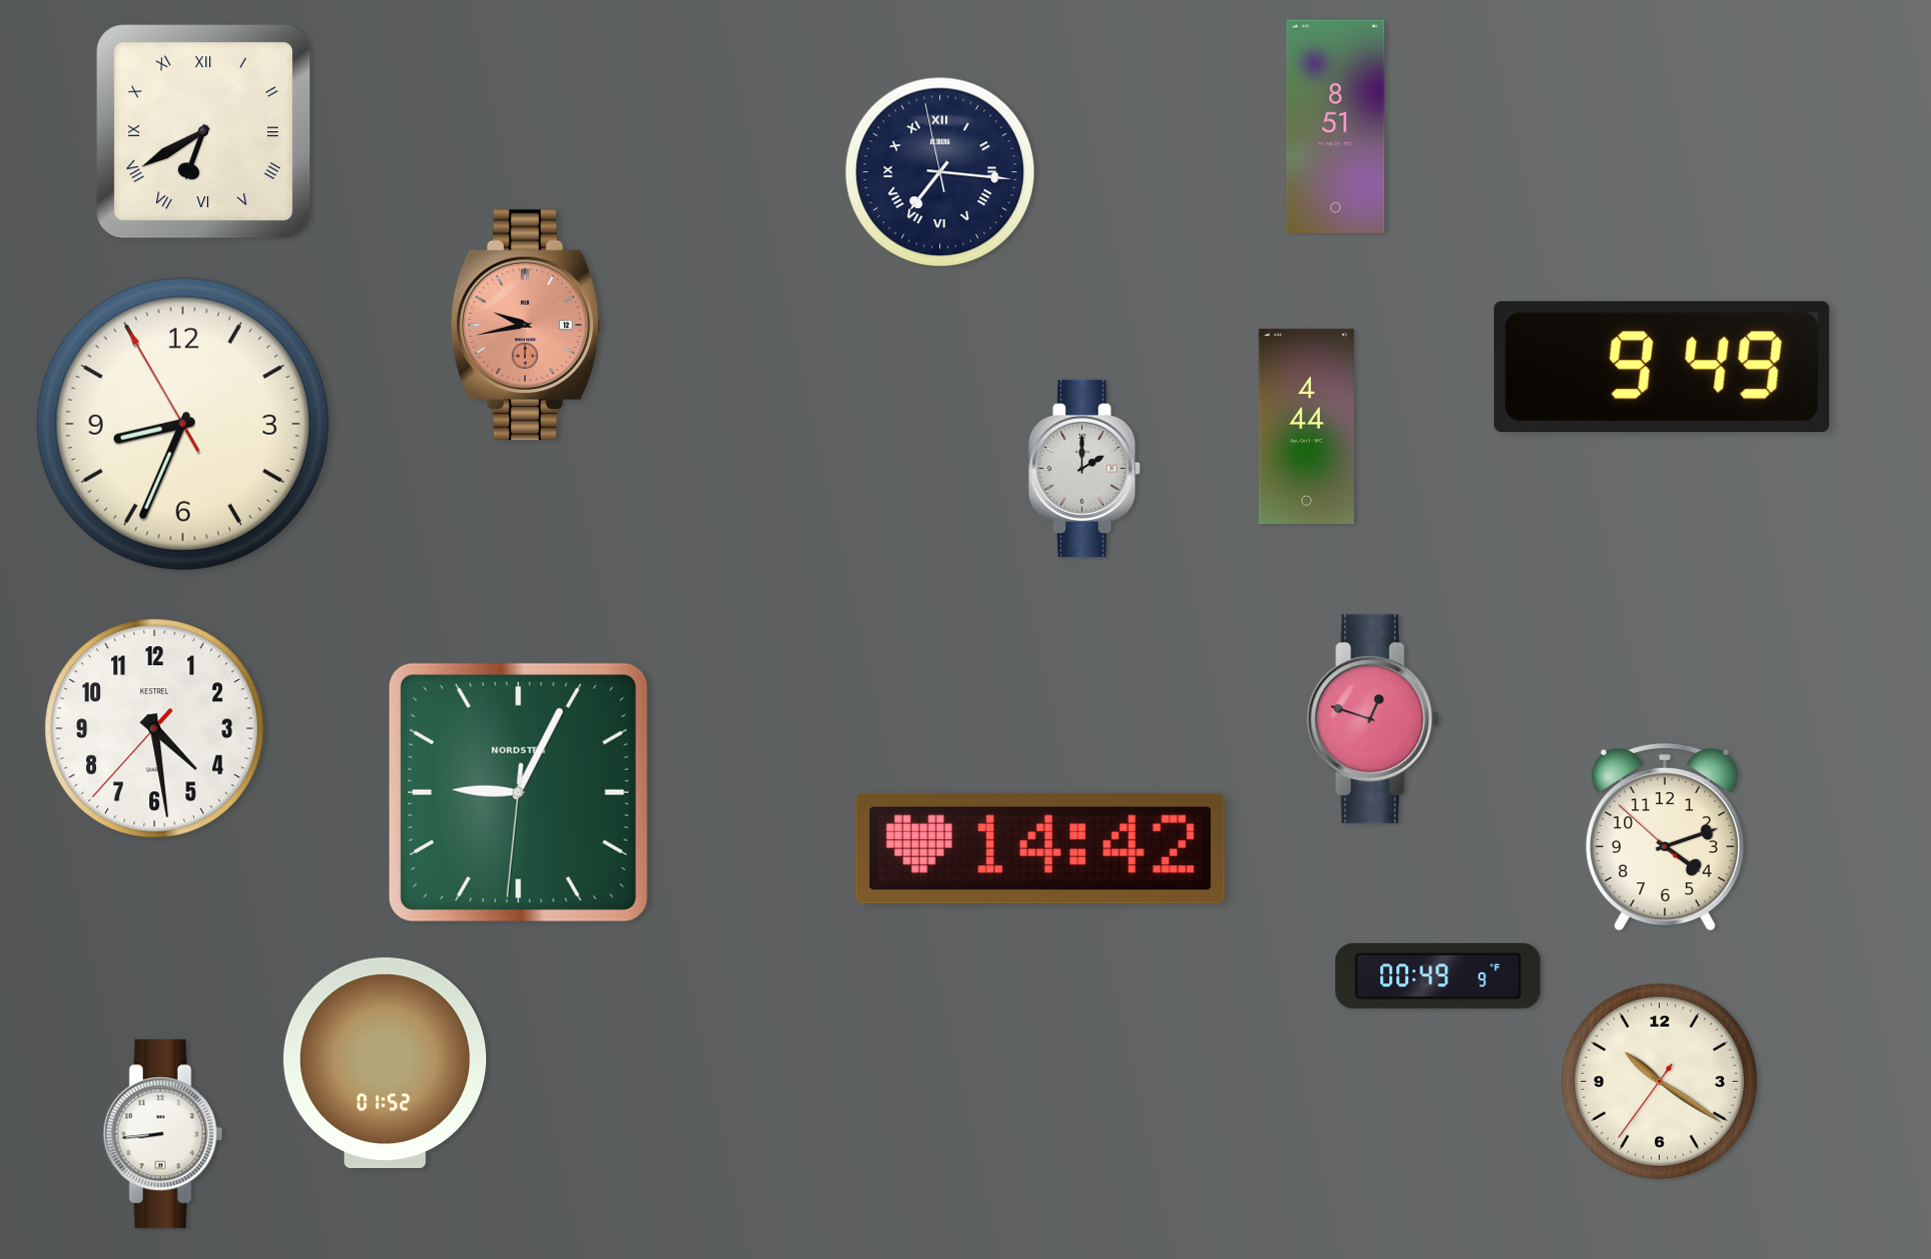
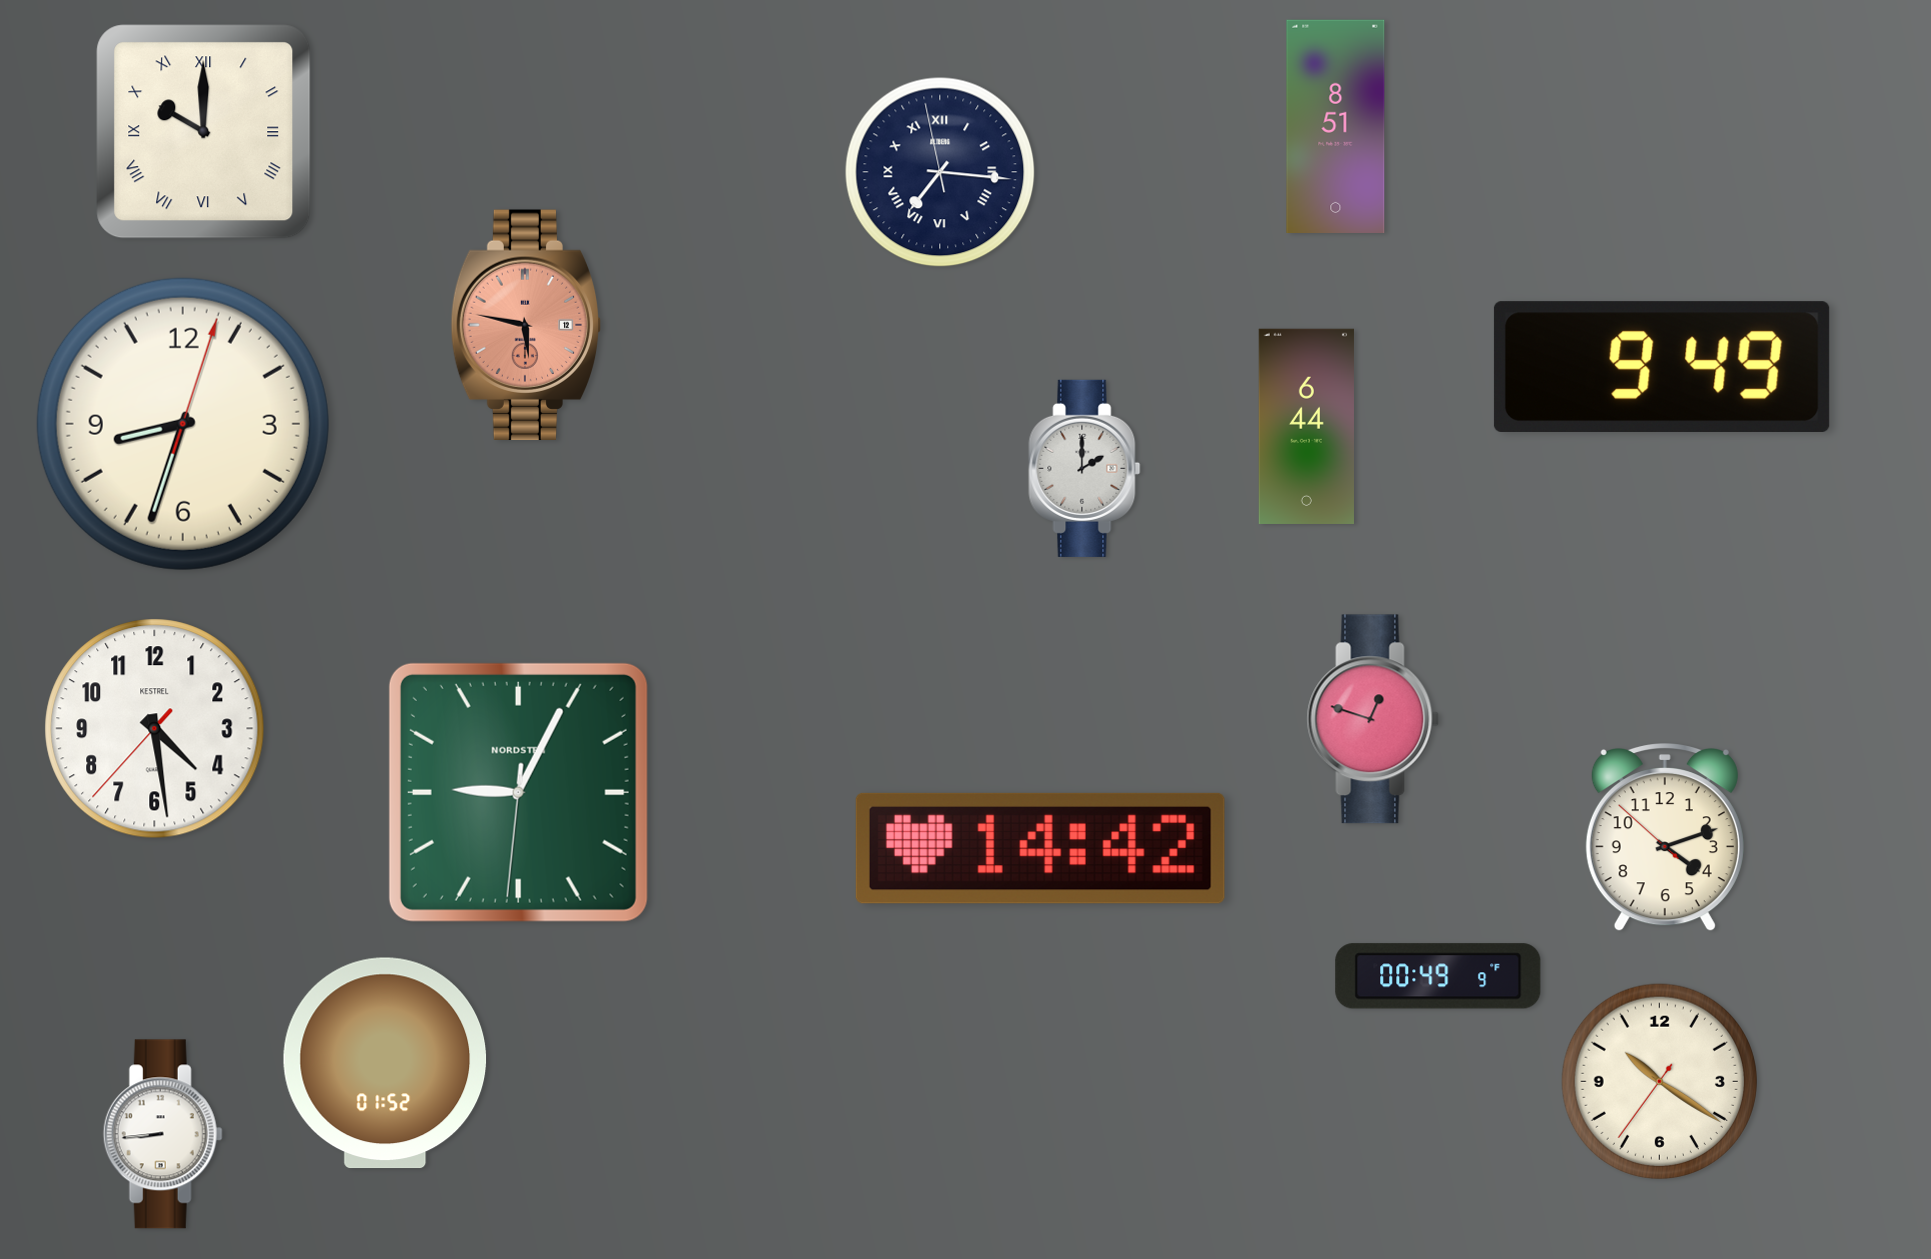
clock at (204, 132): 6:40 -> 10:00
clock at (526, 324): 9:43 -> 5:47
clock at (183, 424): 8:33:55 -> 8:33:03
clock at (1306, 426): 4:44 -> 6:44
